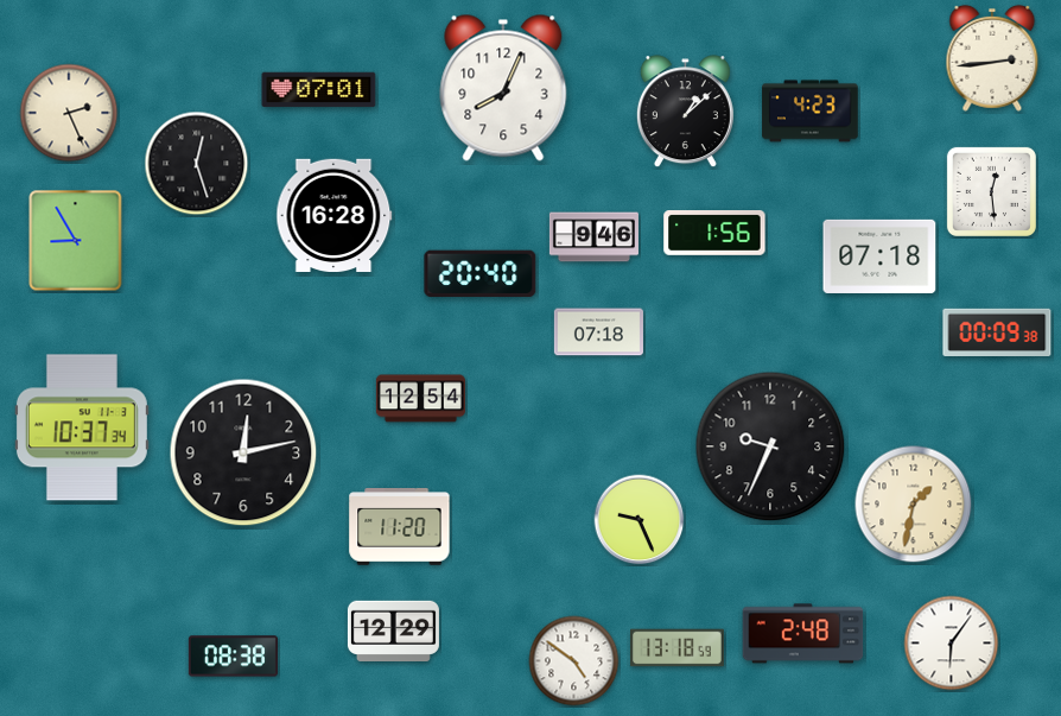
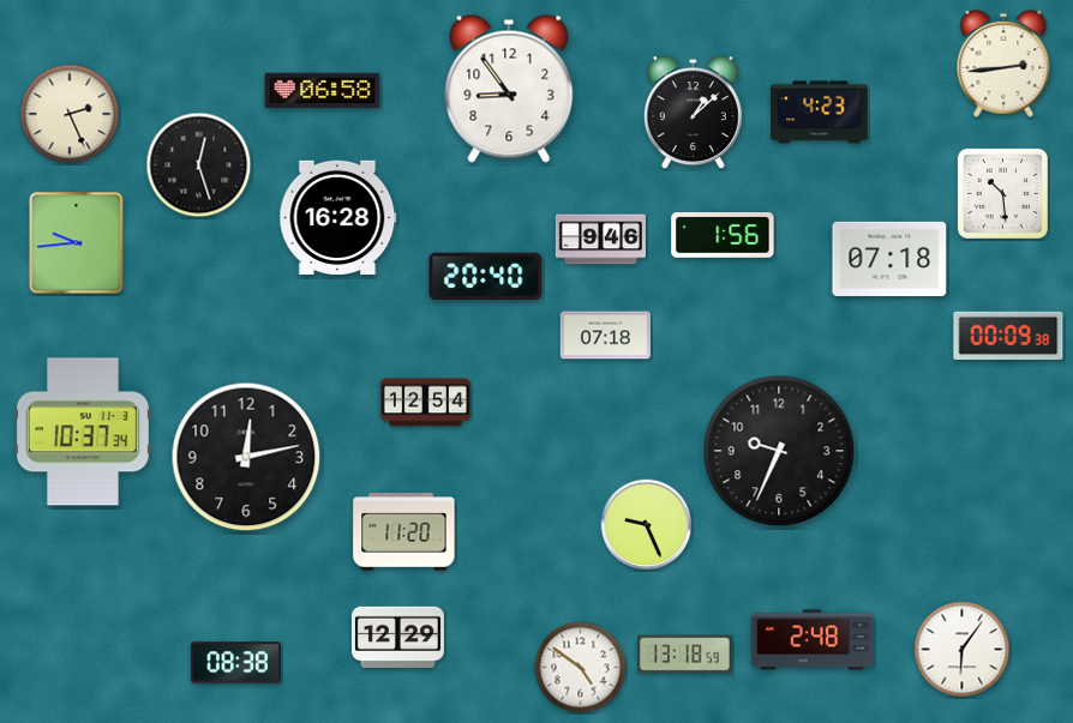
clock at (992, 58) position: (992, 58) -> (1003, 64)
clock at (503, 88): 8:04 -> 8:54
clock at (319, 90): 07:01 -> 06:58
clock at (991, 191): 12:29 -> 10:29
clock at (76, 241): 8:55 -> 9:44
clock at (914, 505): 1:32 -> none
